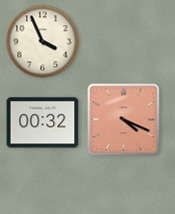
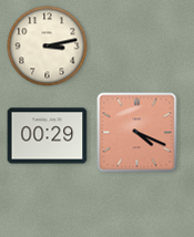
clock at (43, 42): 3:56 -> 3:13
clock at (43, 123): 00:32 -> 00:29
